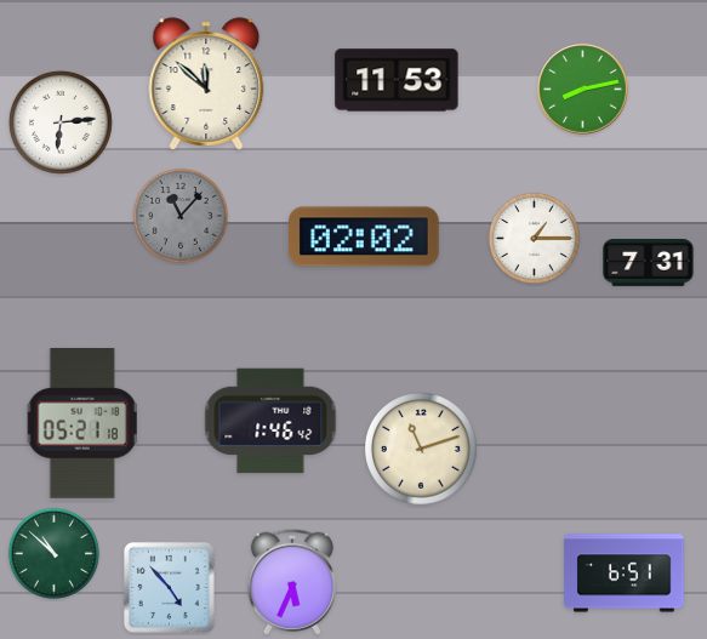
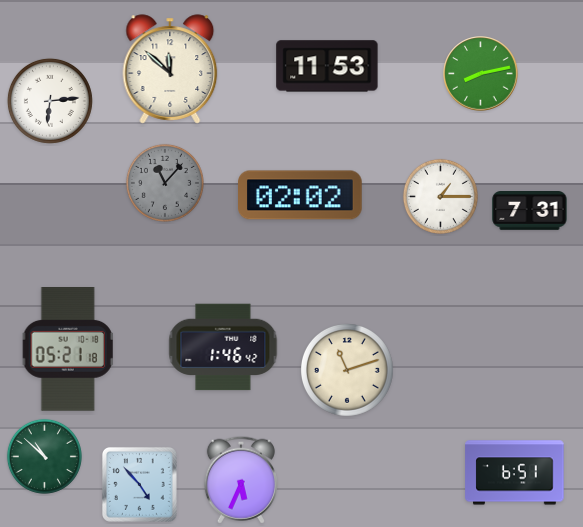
clock at (181, 216) position: (181, 216) -> (165, 183)
clock at (649, 263) position: (649, 263) -> (530, 211)
